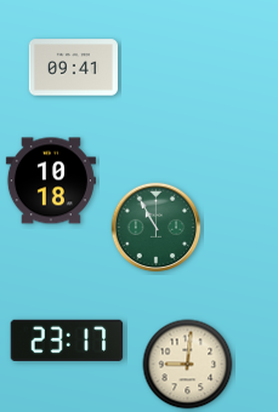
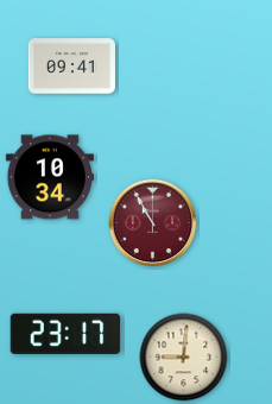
clock at (51, 181): 10:18 -> 10:34
clock at (157, 228) dial: green -> burgundy
